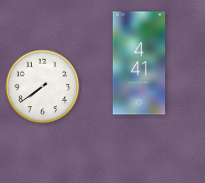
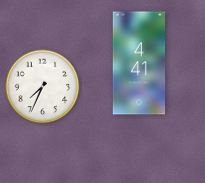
clock at (43, 87): 7:39 -> 7:34
